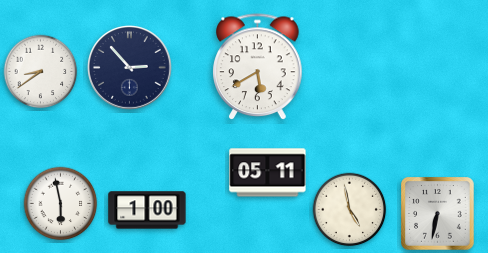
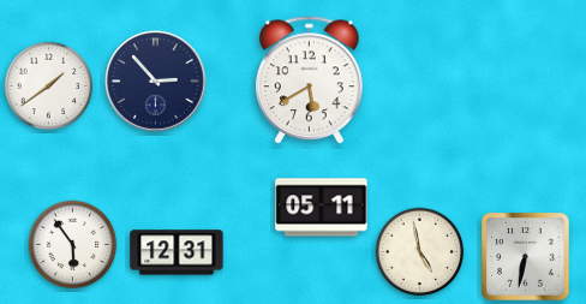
clock at (41, 72): 8:39 -> 1:39
clock at (61, 204): 5:58 -> 5:54
clock at (147, 210): 1:00 -> 12:31
